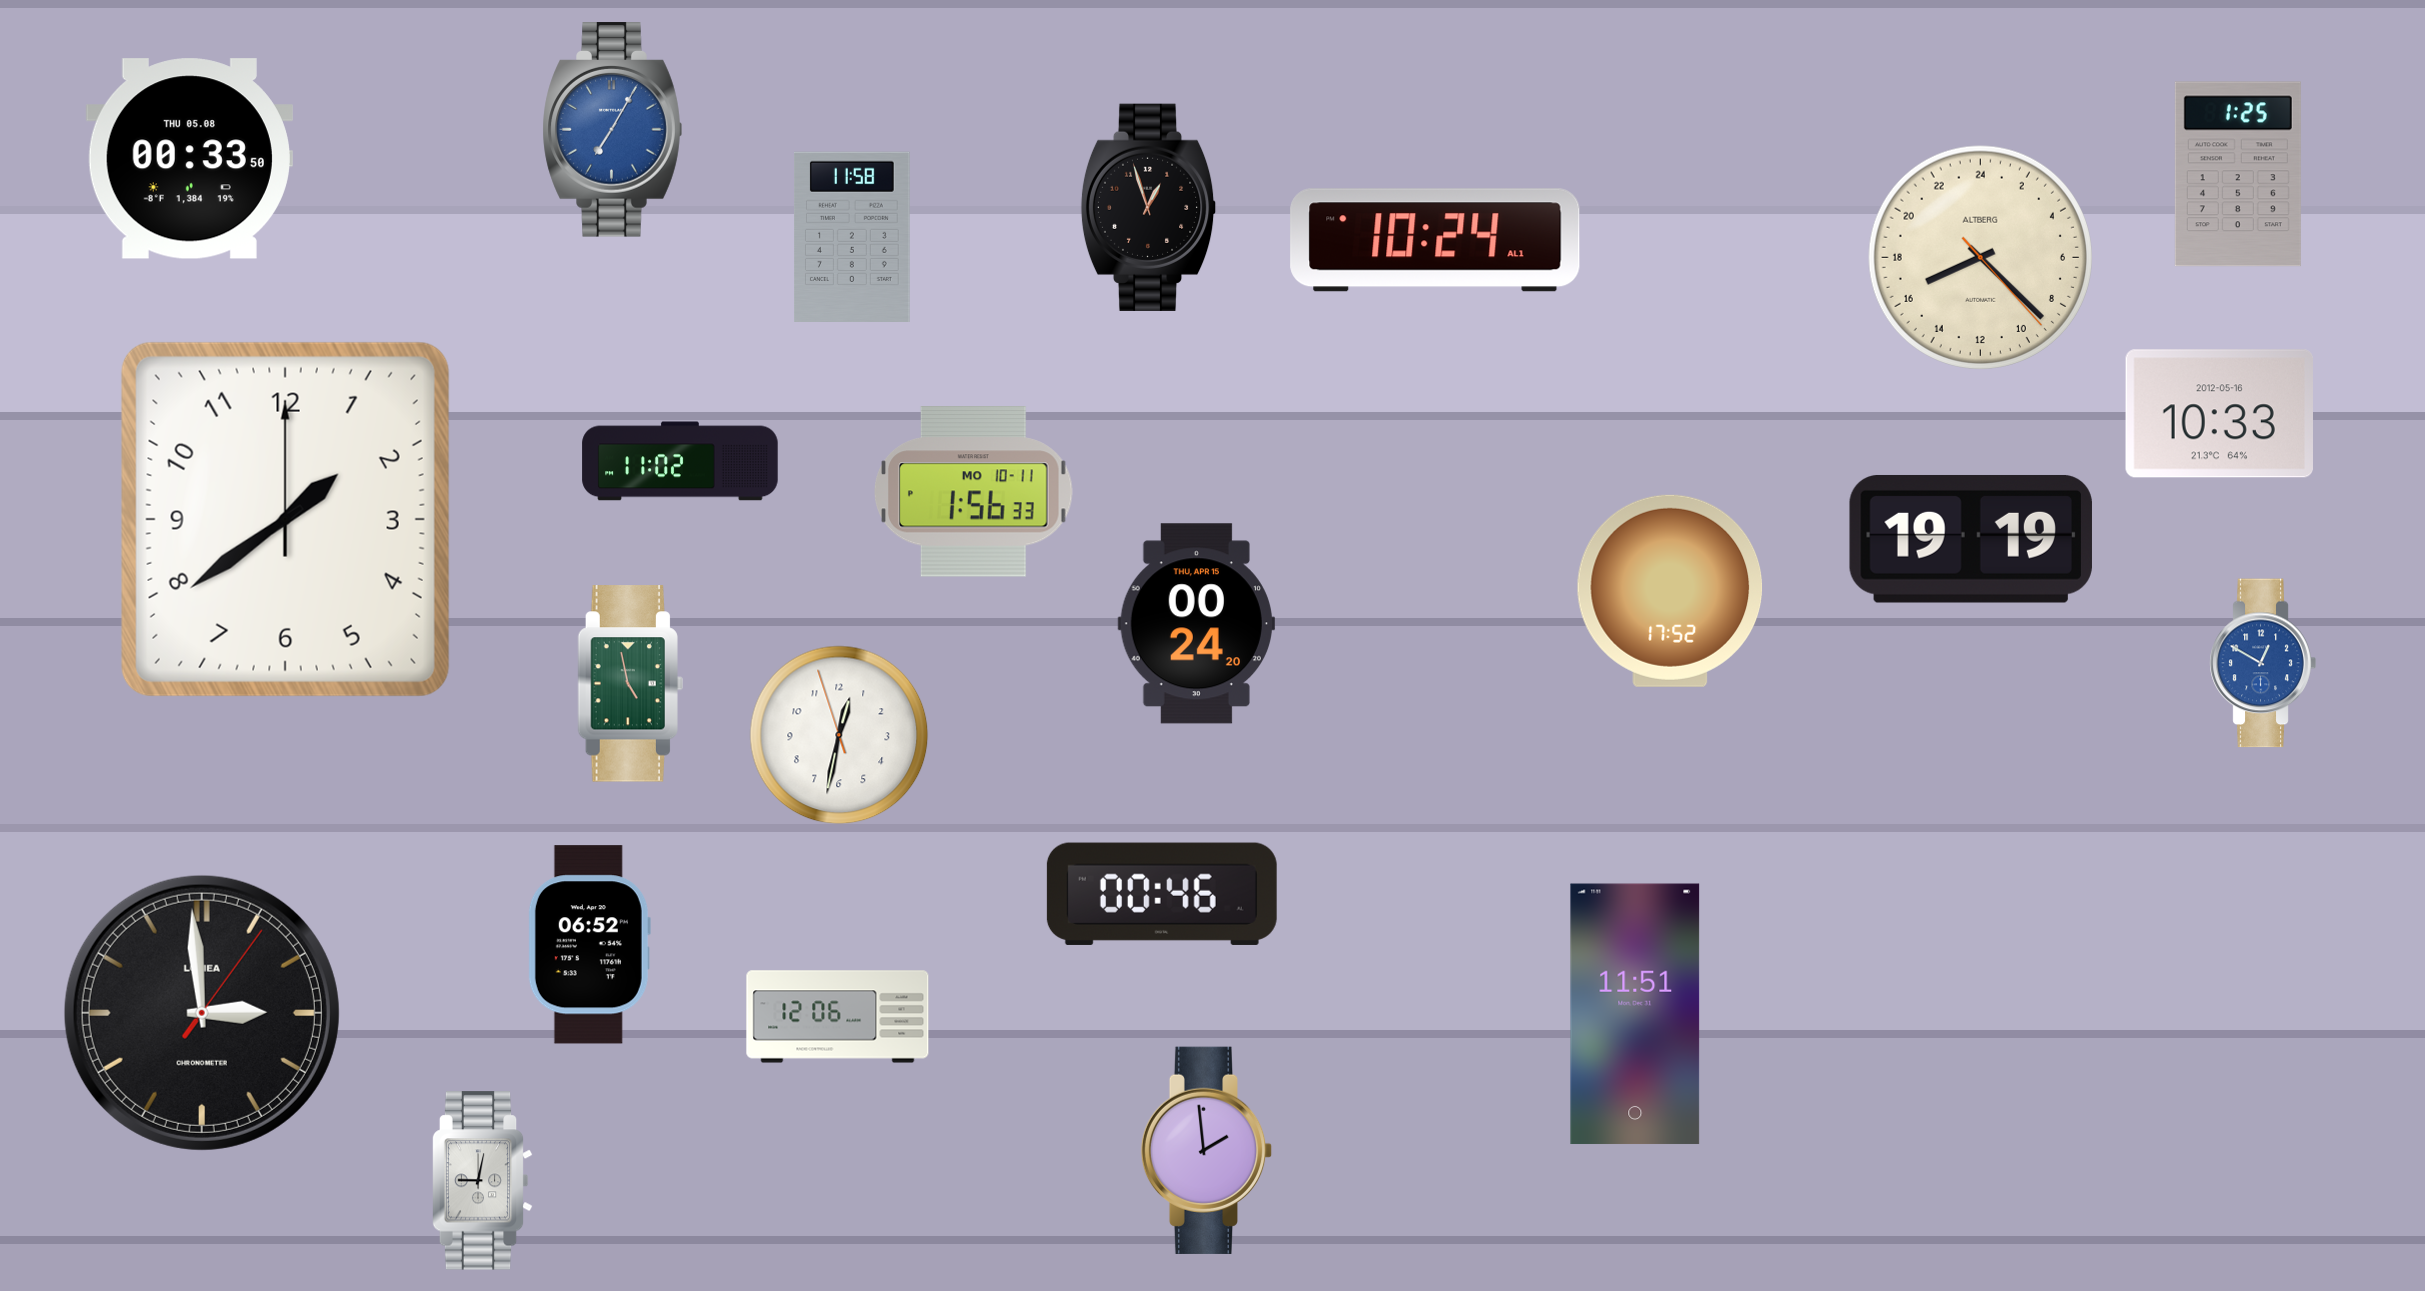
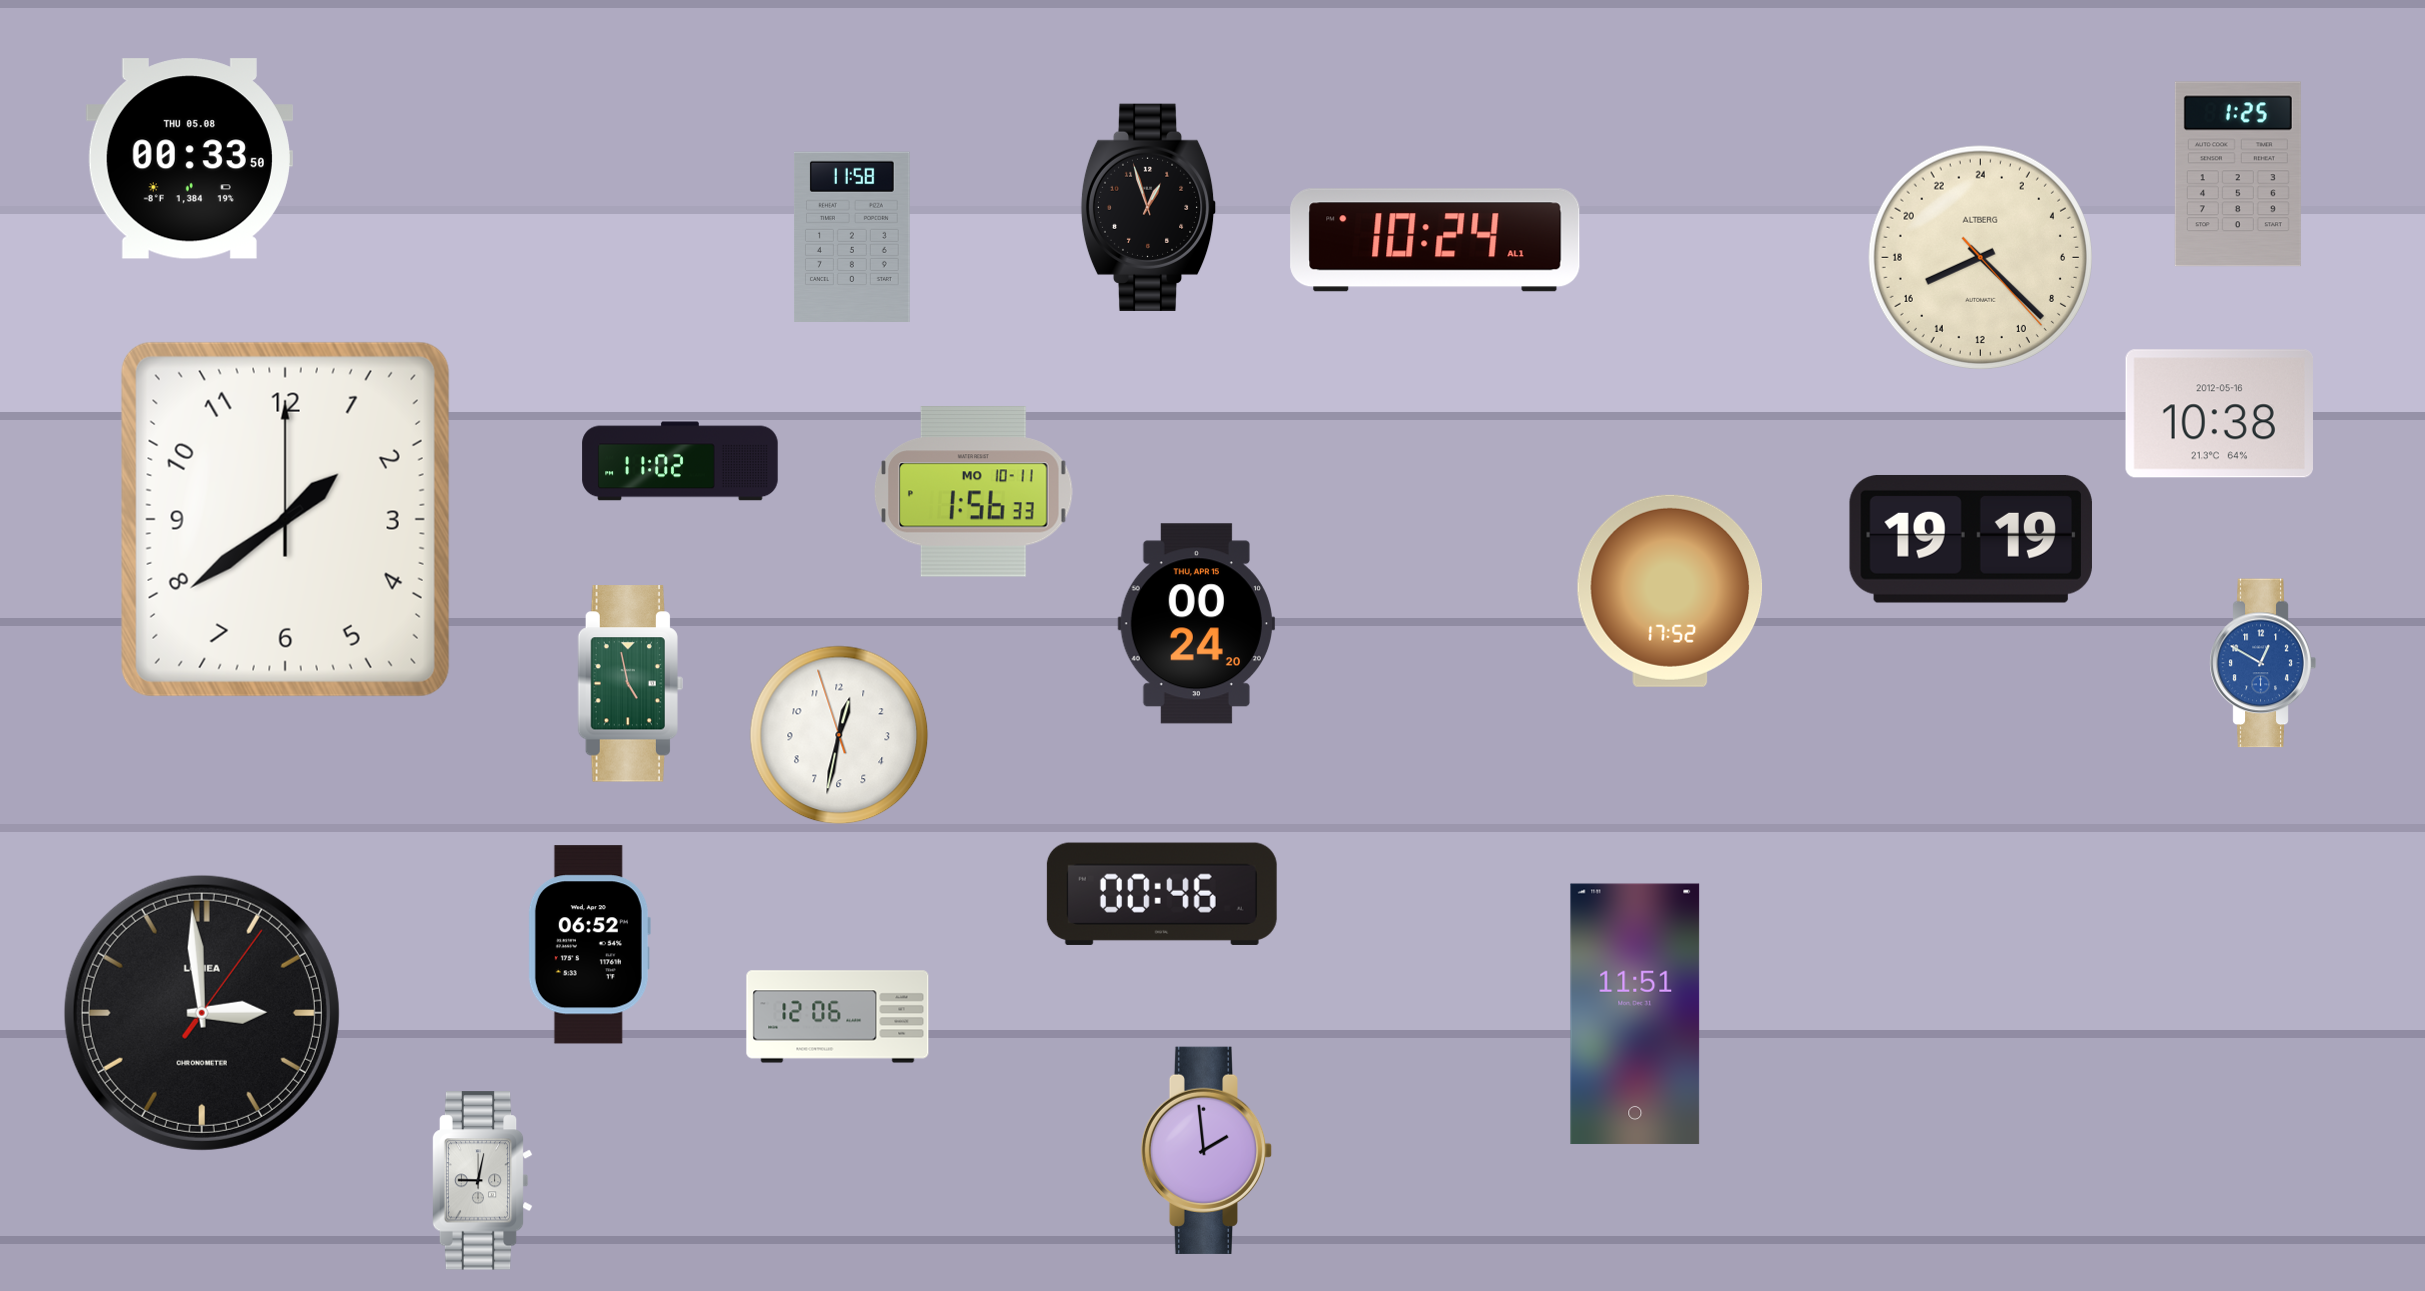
clock at (613, 130): 7:05 -> none
clock at (2220, 414): 10:33 -> 10:38
